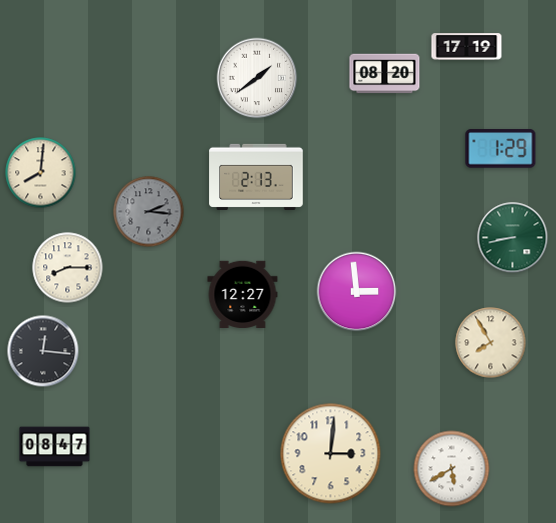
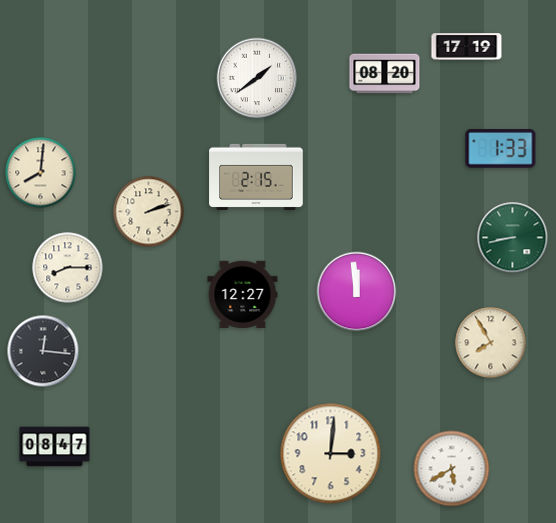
clock at (501, 149): 1:29 -> 1:33
clock at (256, 177): 2:13 -> 2:15
clock at (149, 212): 2:16 -> 2:12
clock at (149, 212) dial: grey -> cream
clock at (357, 292): 2:59 -> 11:59
